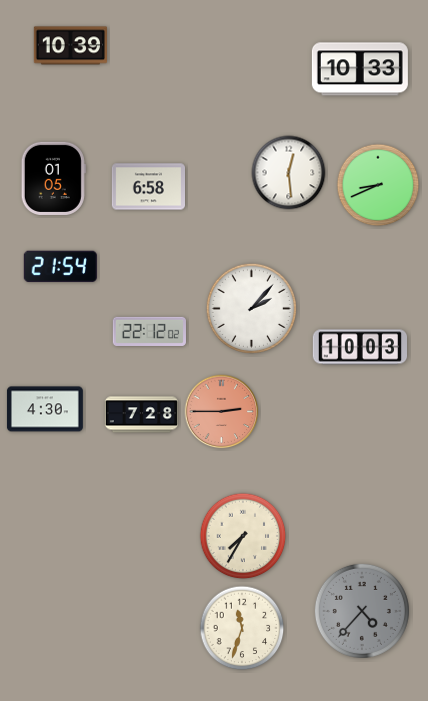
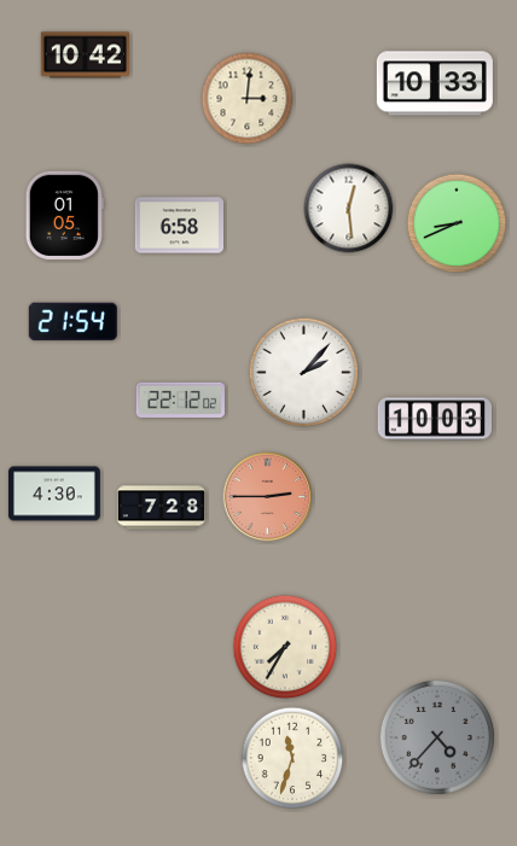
clock at (70, 46): 10:39 -> 10:42
clock at (248, 99): none -> 3:01
clock at (141, 415) position: (141, 415) -> (161, 508)
clock at (243, 536) position: (243, 536) -> (285, 647)
